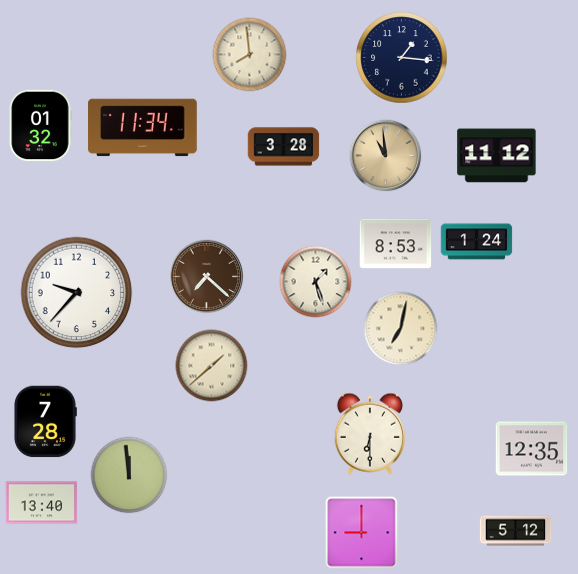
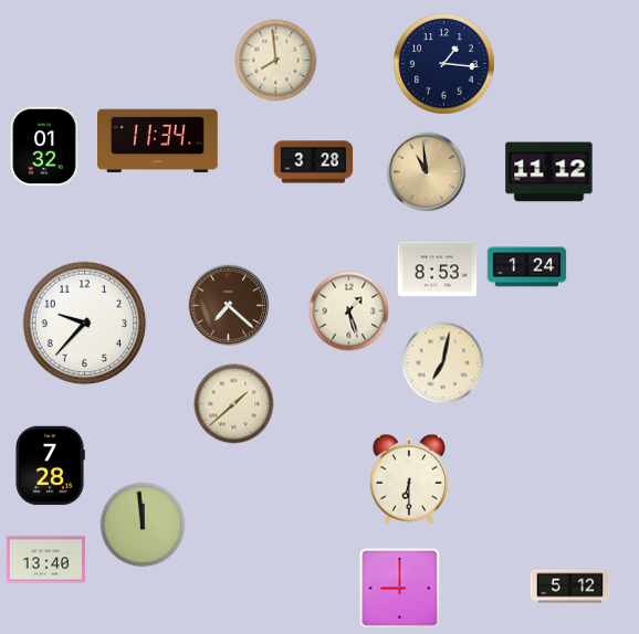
clock at (40, 126) position: (40, 126) -> (44, 147)
clock at (532, 449): 12:35 -> none
clock at (42, 503) position: (42, 503) -> (46, 560)
